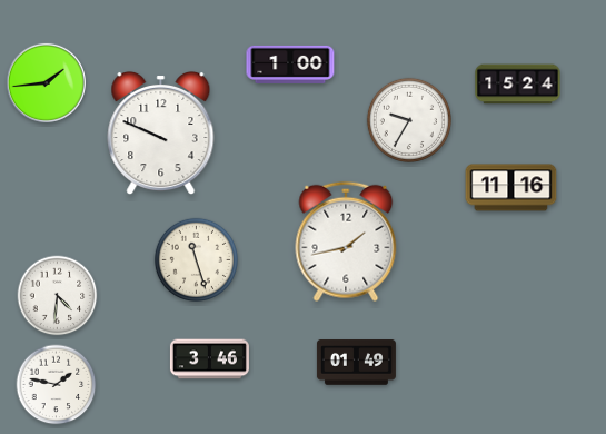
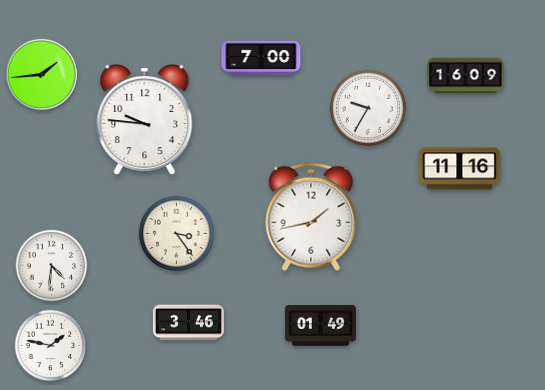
clock at (290, 65): 1:00 -> 7:00
clock at (518, 85): 15:24 -> 16:09
clock at (161, 134): 9:49 -> 9:46
clock at (196, 259): 11:27 -> 3:24
